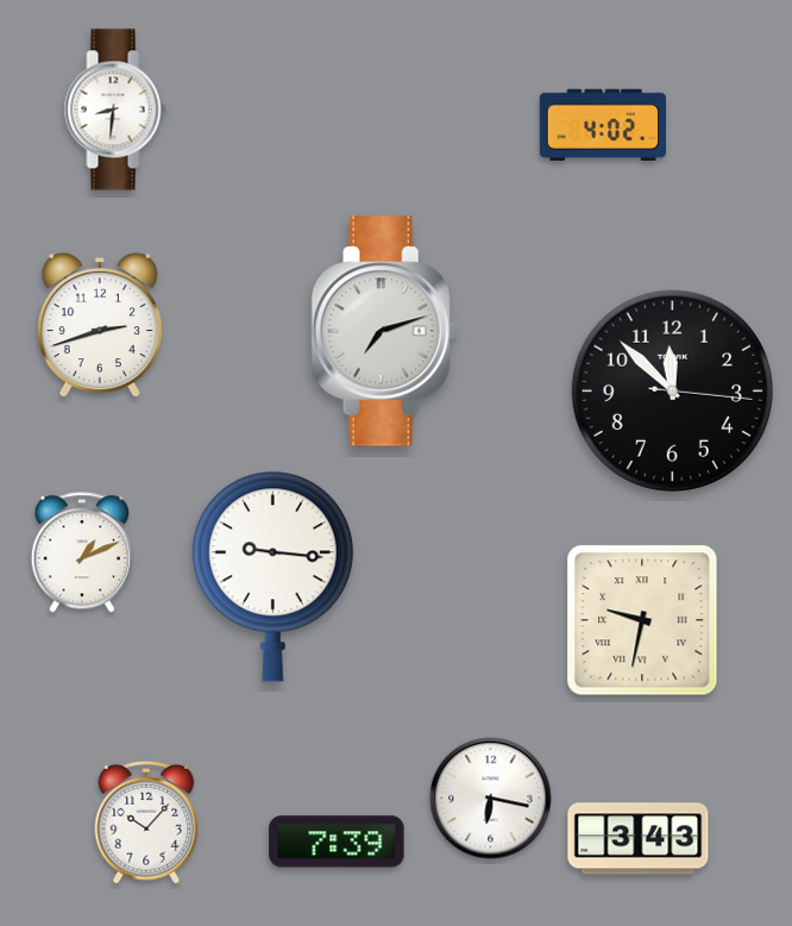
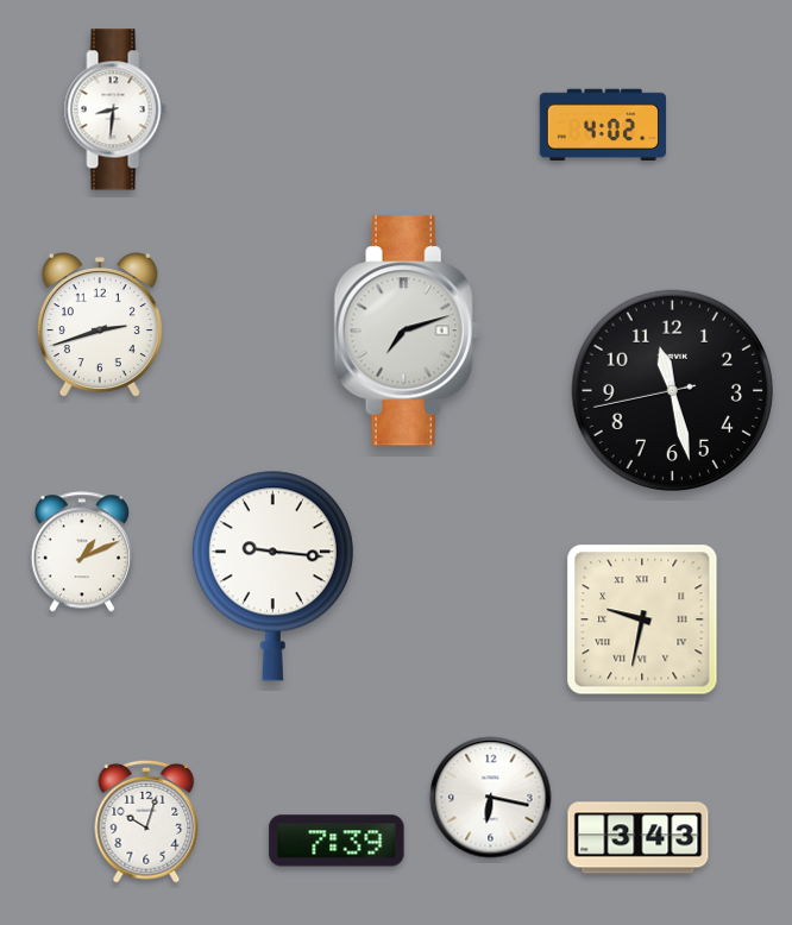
clock at (384, 331) position: (384, 331) -> (407, 331)
clock at (672, 390): 11:52 -> 11:27
clock at (146, 822): 10:07 -> 10:03
